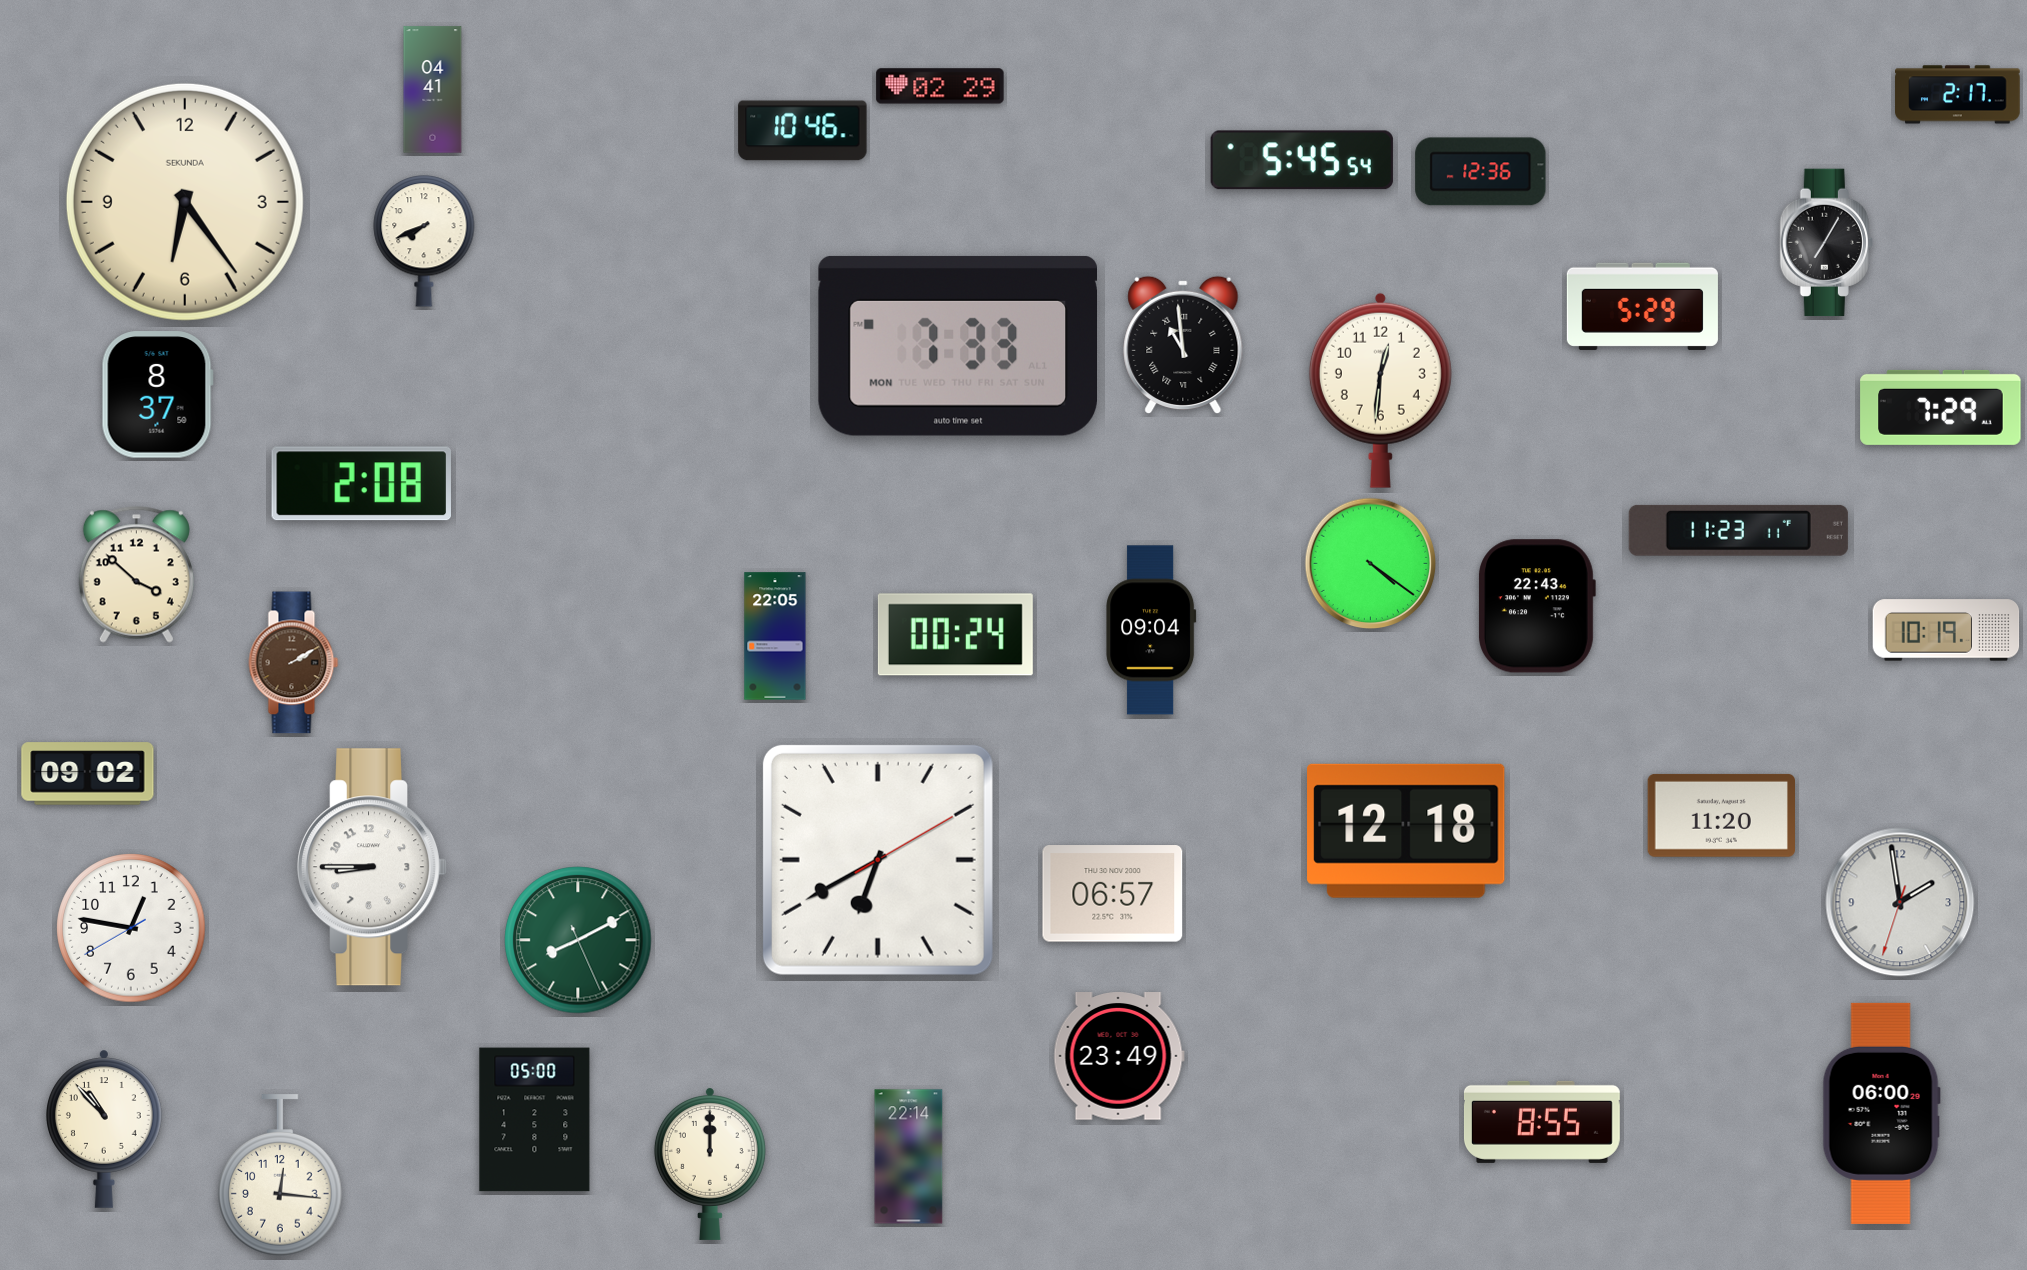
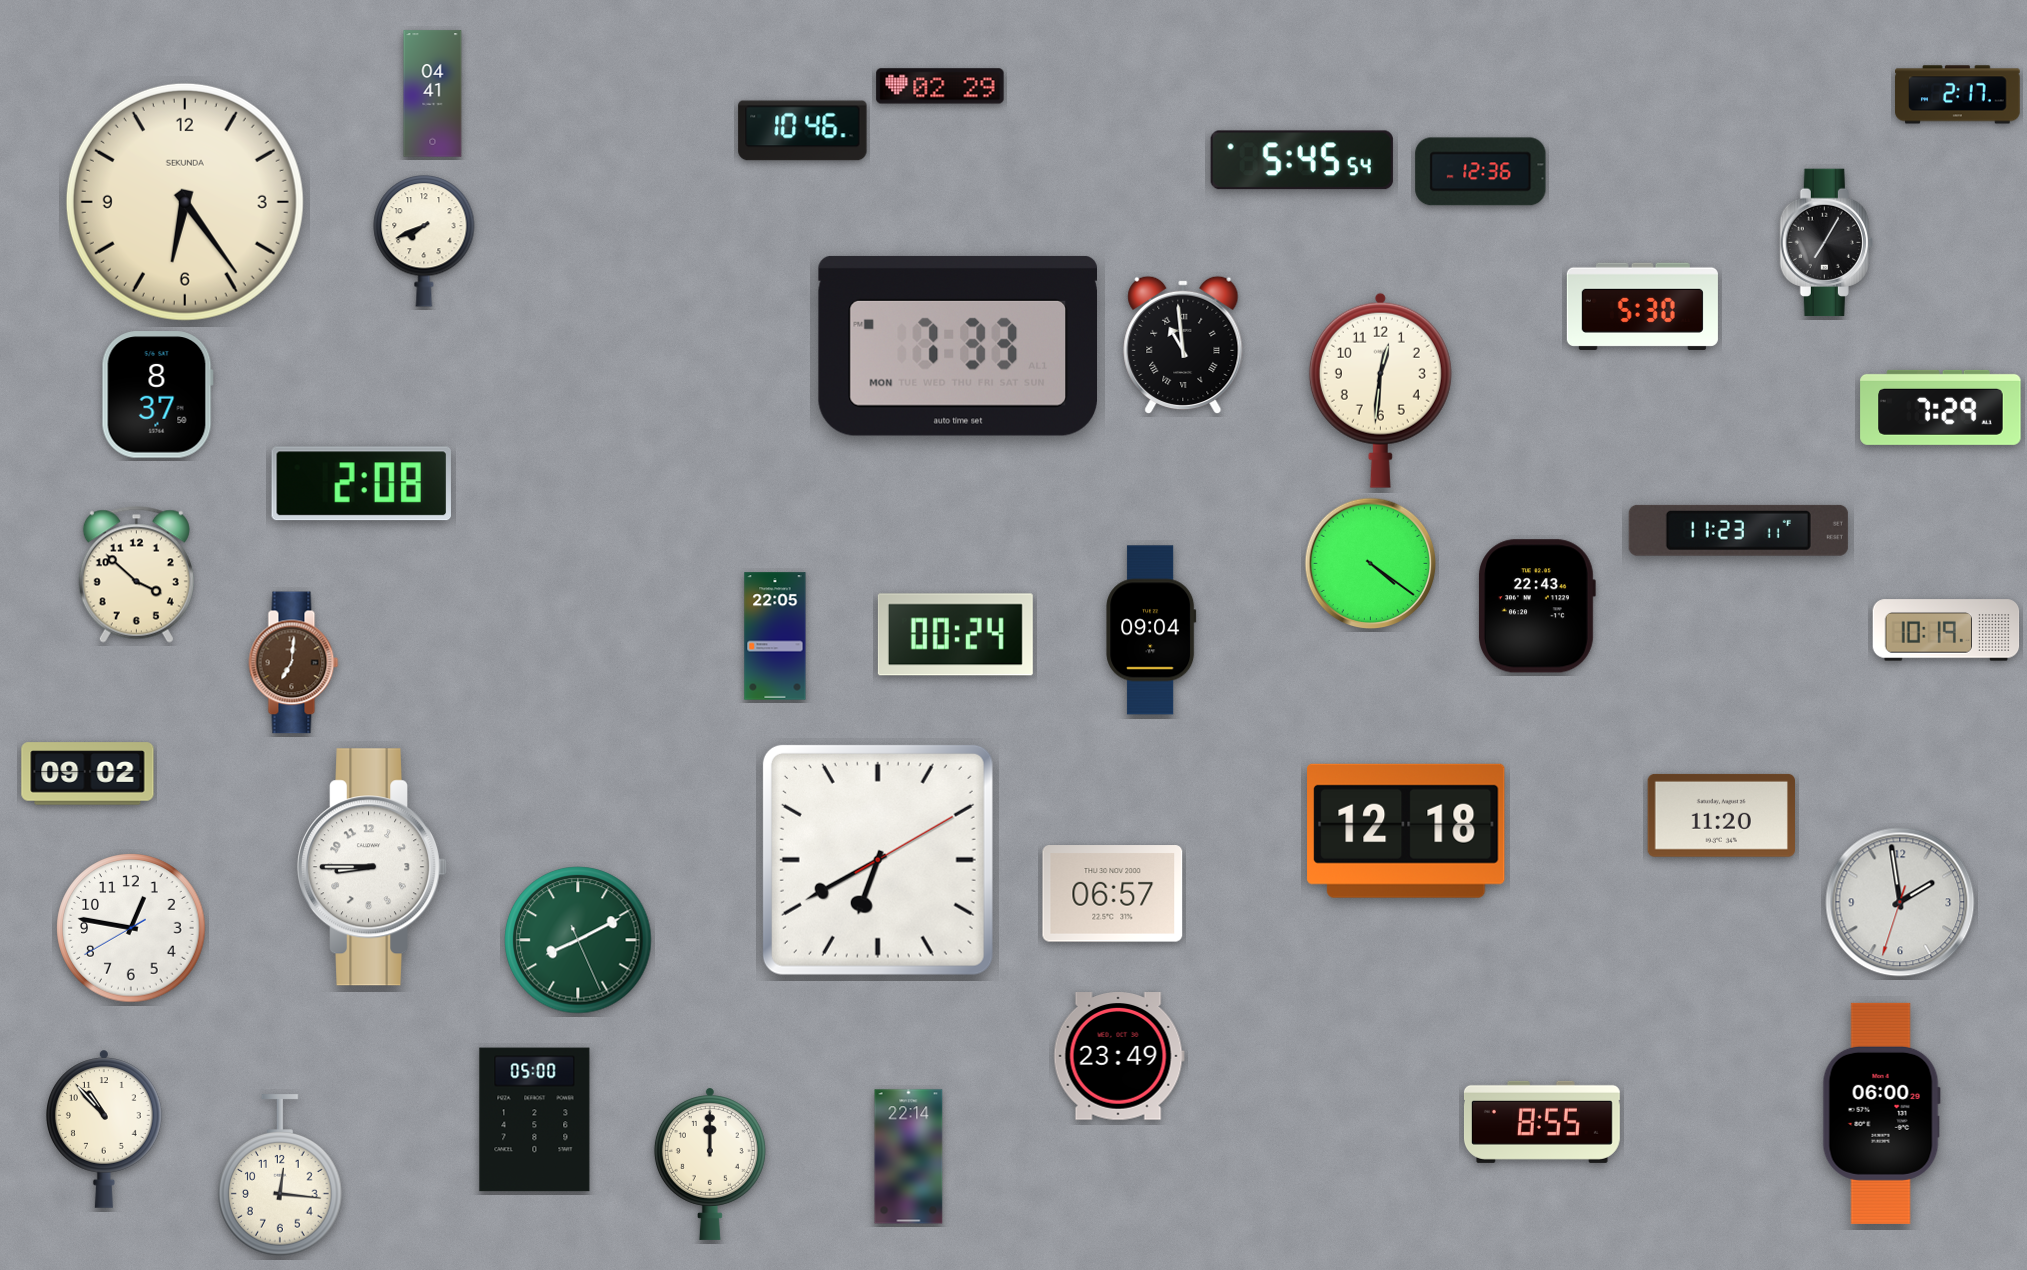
clock at (433, 90) position: (433, 90) -> (433, 94)
clock at (1642, 306): 5:29 -> 5:30
clock at (294, 663): 2:10 -> 7:01
